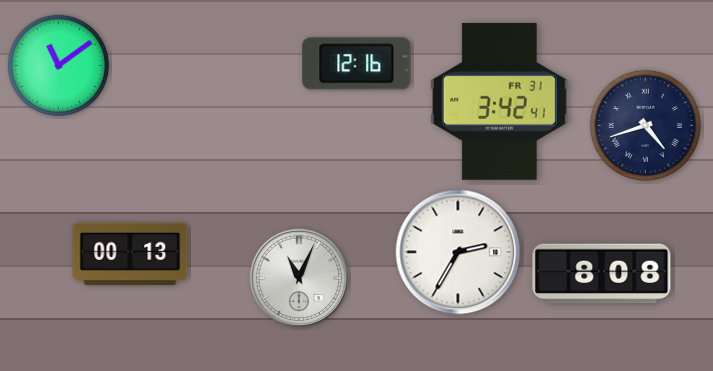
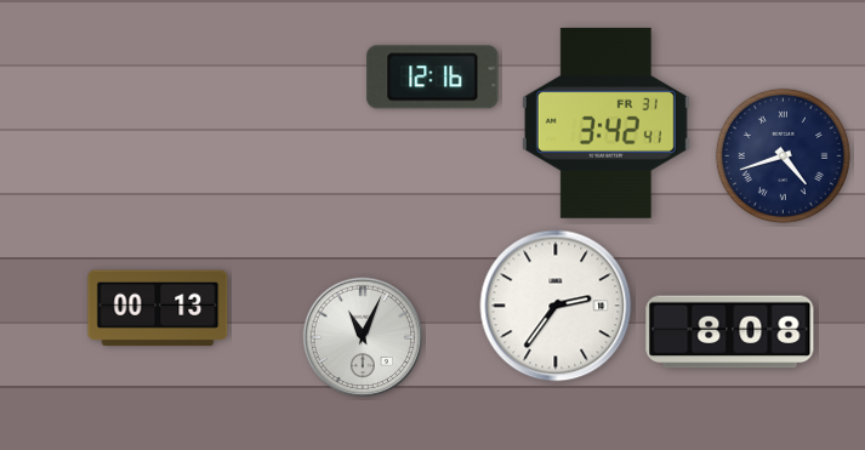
clock at (58, 65): 11:09 -> none
clock at (645, 125) position: (645, 125) -> (783, 155)
clock at (458, 252): 2:35 -> 2:36
